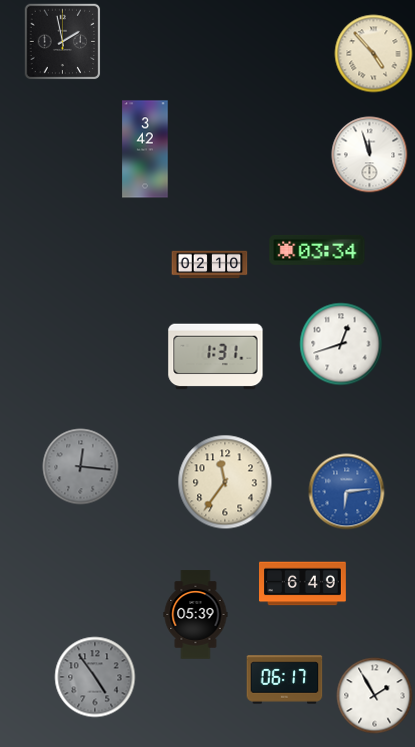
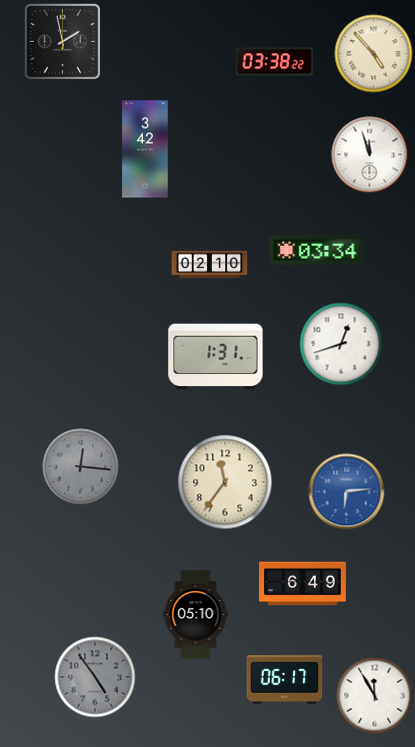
clock at (275, 62): none -> 03:38
clock at (196, 615): 05:39 -> 05:10
clock at (375, 696): 1:55 -> 11:55
